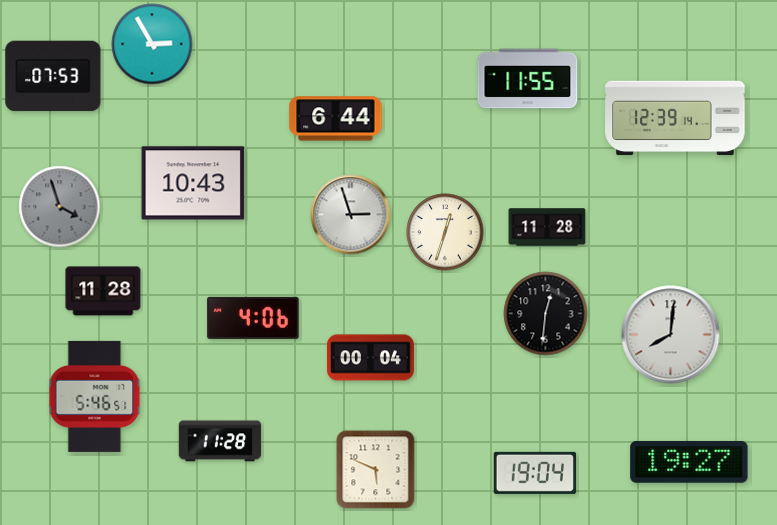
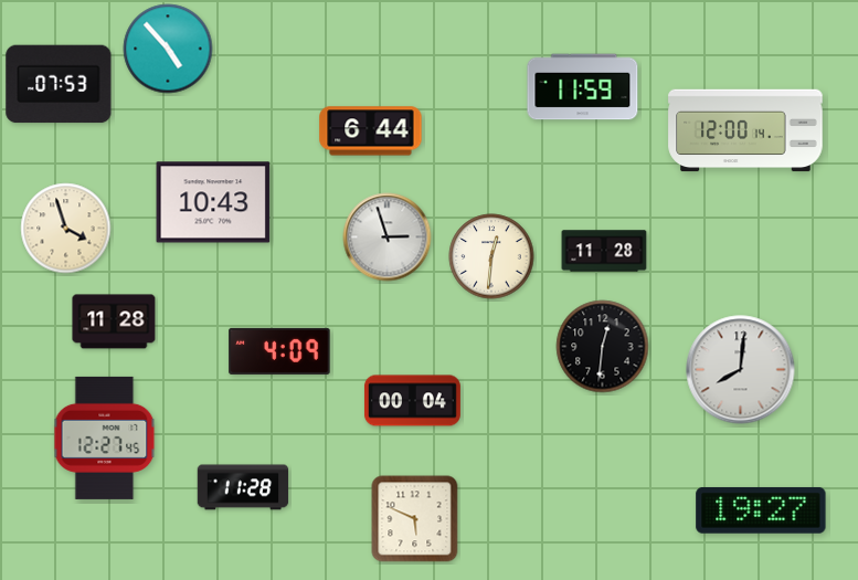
clock at (152, 44): 2:55 -> 4:53
clock at (528, 79): 11:55 -> 11:59
clock at (675, 118): 12:39 -> 12:00
clock at (60, 207) dial: grey -> cream
clock at (445, 232): 12:33 -> 12:31
clock at (253, 318): 4:06 -> 4:09
clock at (370, 358) position: (370, 358) -> (412, 401)
clock at (95, 396): 5:46 -> 12:27
clock at (535, 473): 19:04 -> none
